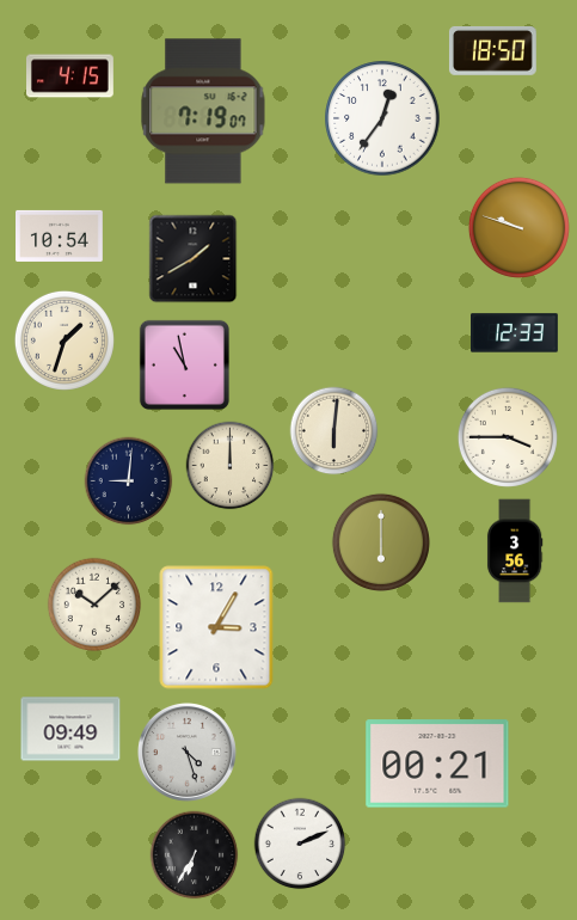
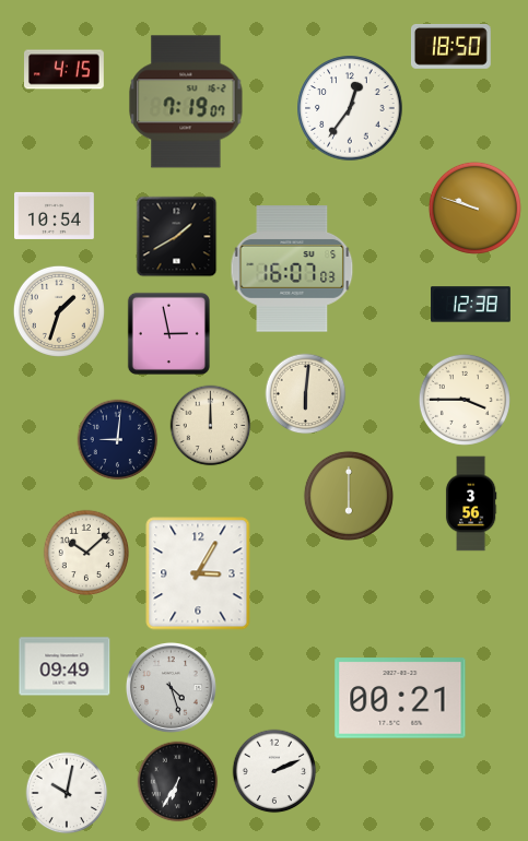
clock at (292, 269): none -> 16:07
clock at (515, 333): 12:33 -> 12:38
clock at (184, 364): 10:58 -> 2:58
clock at (67, 793): none -> 10:02
